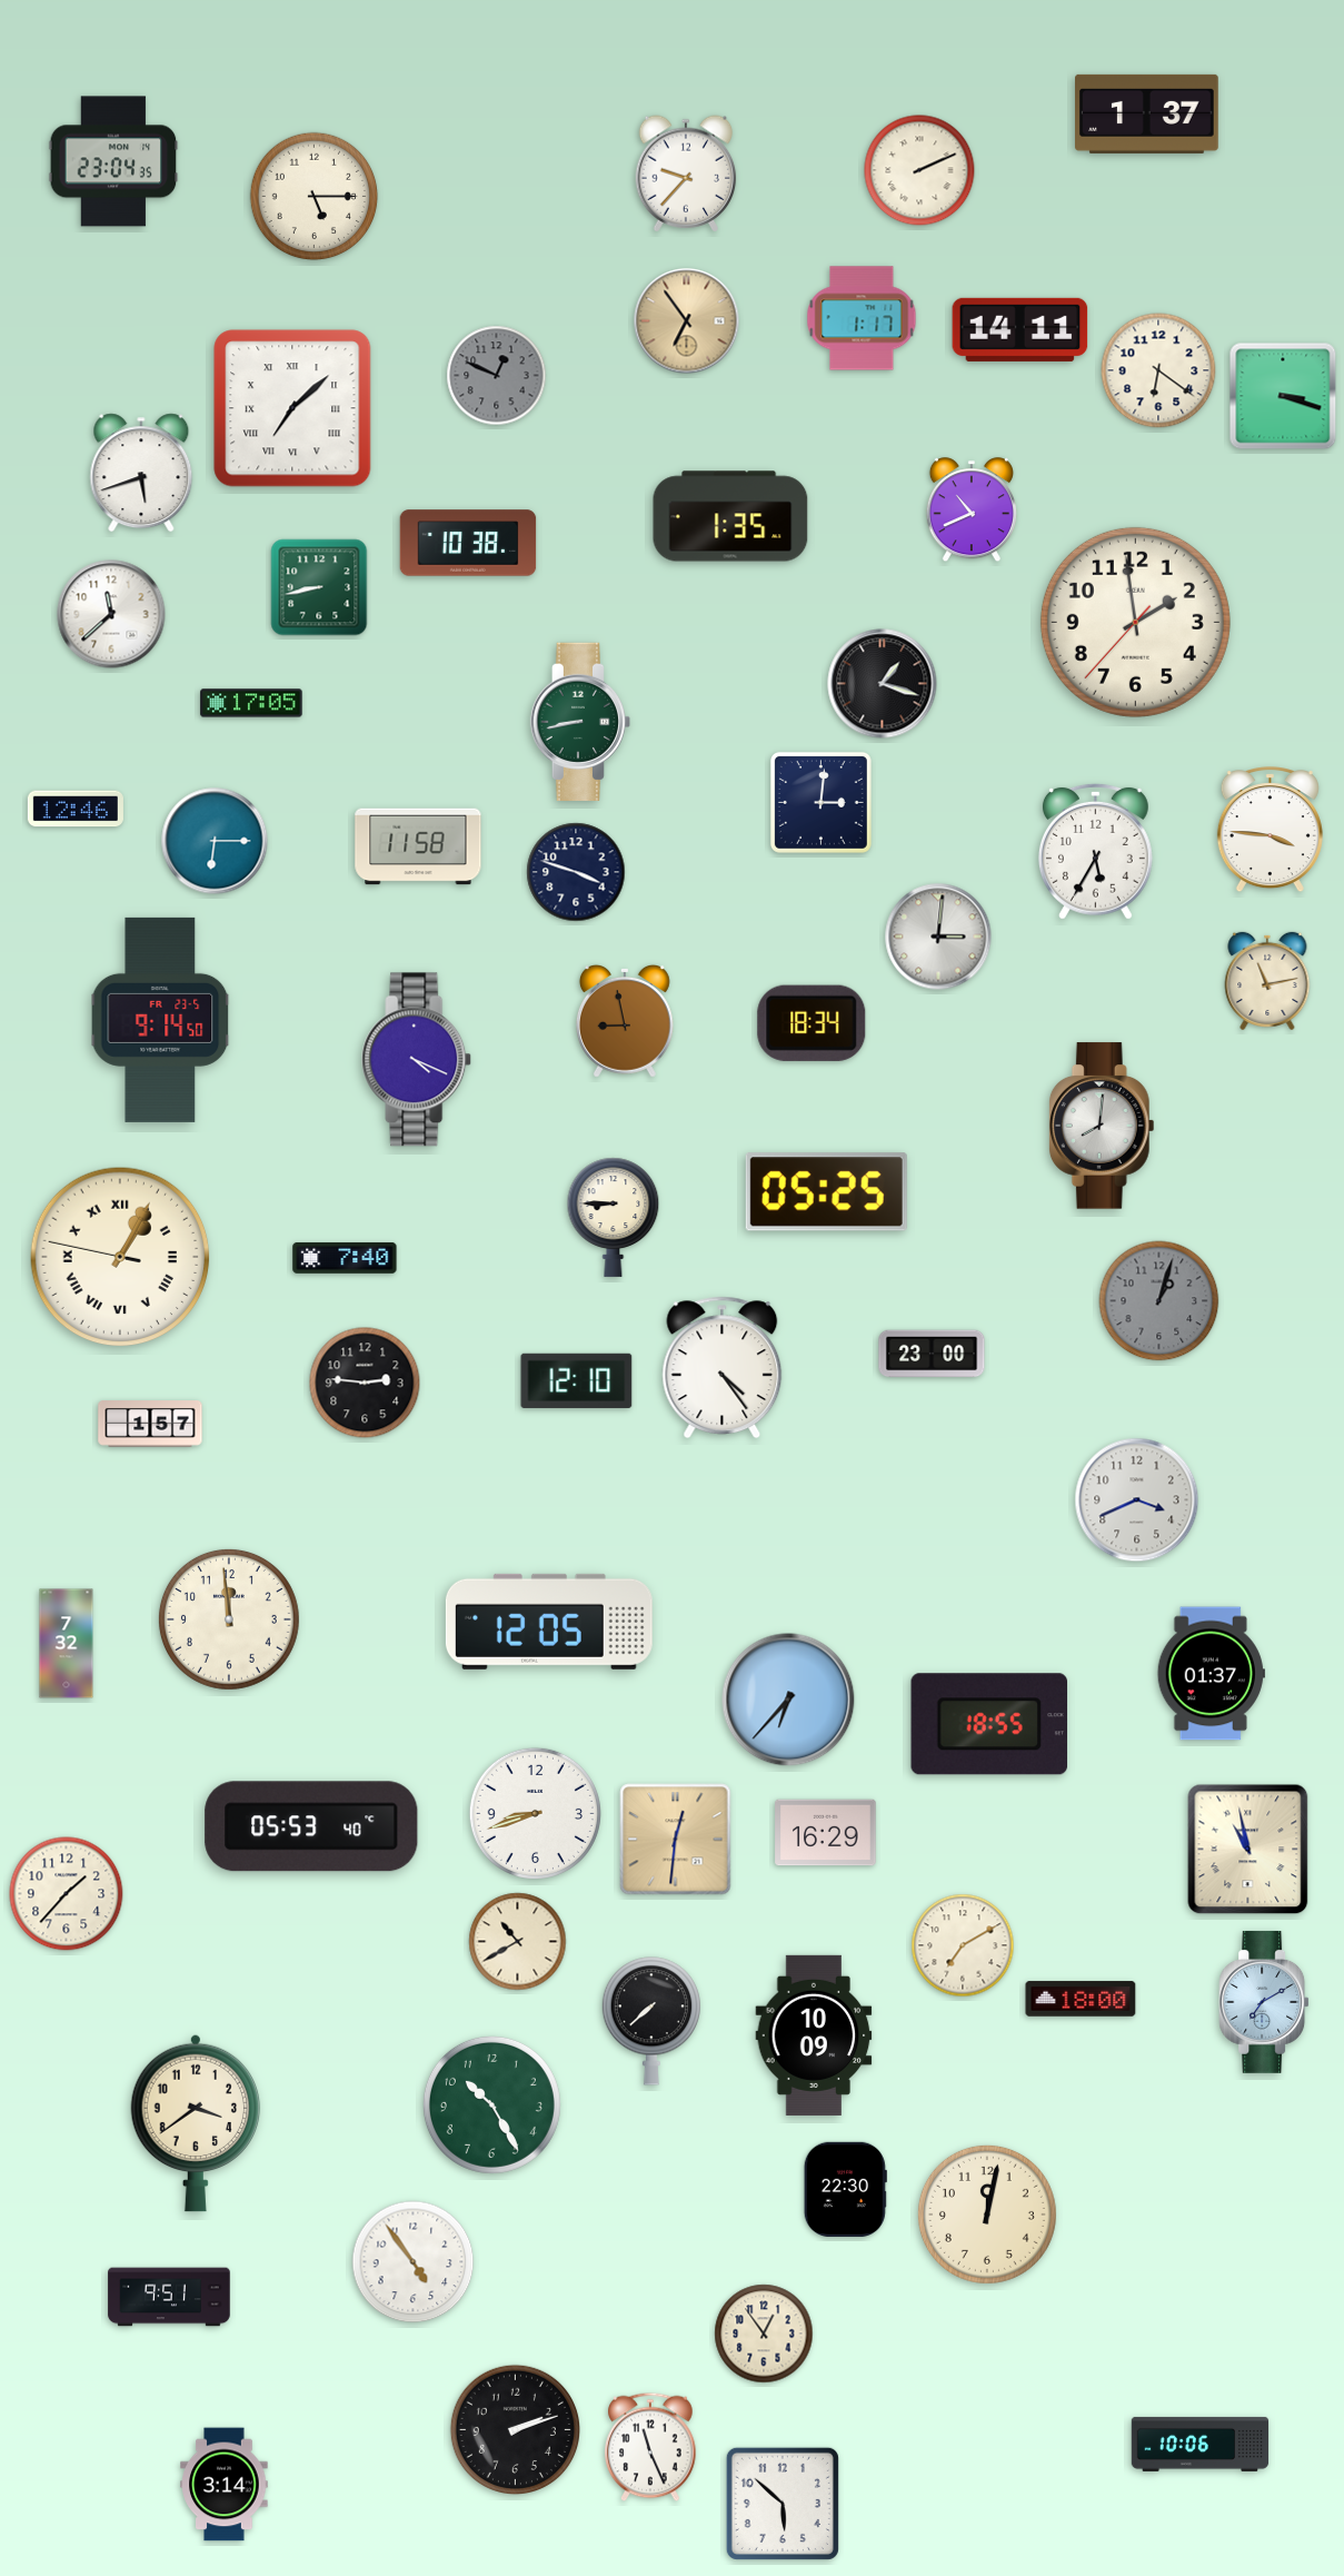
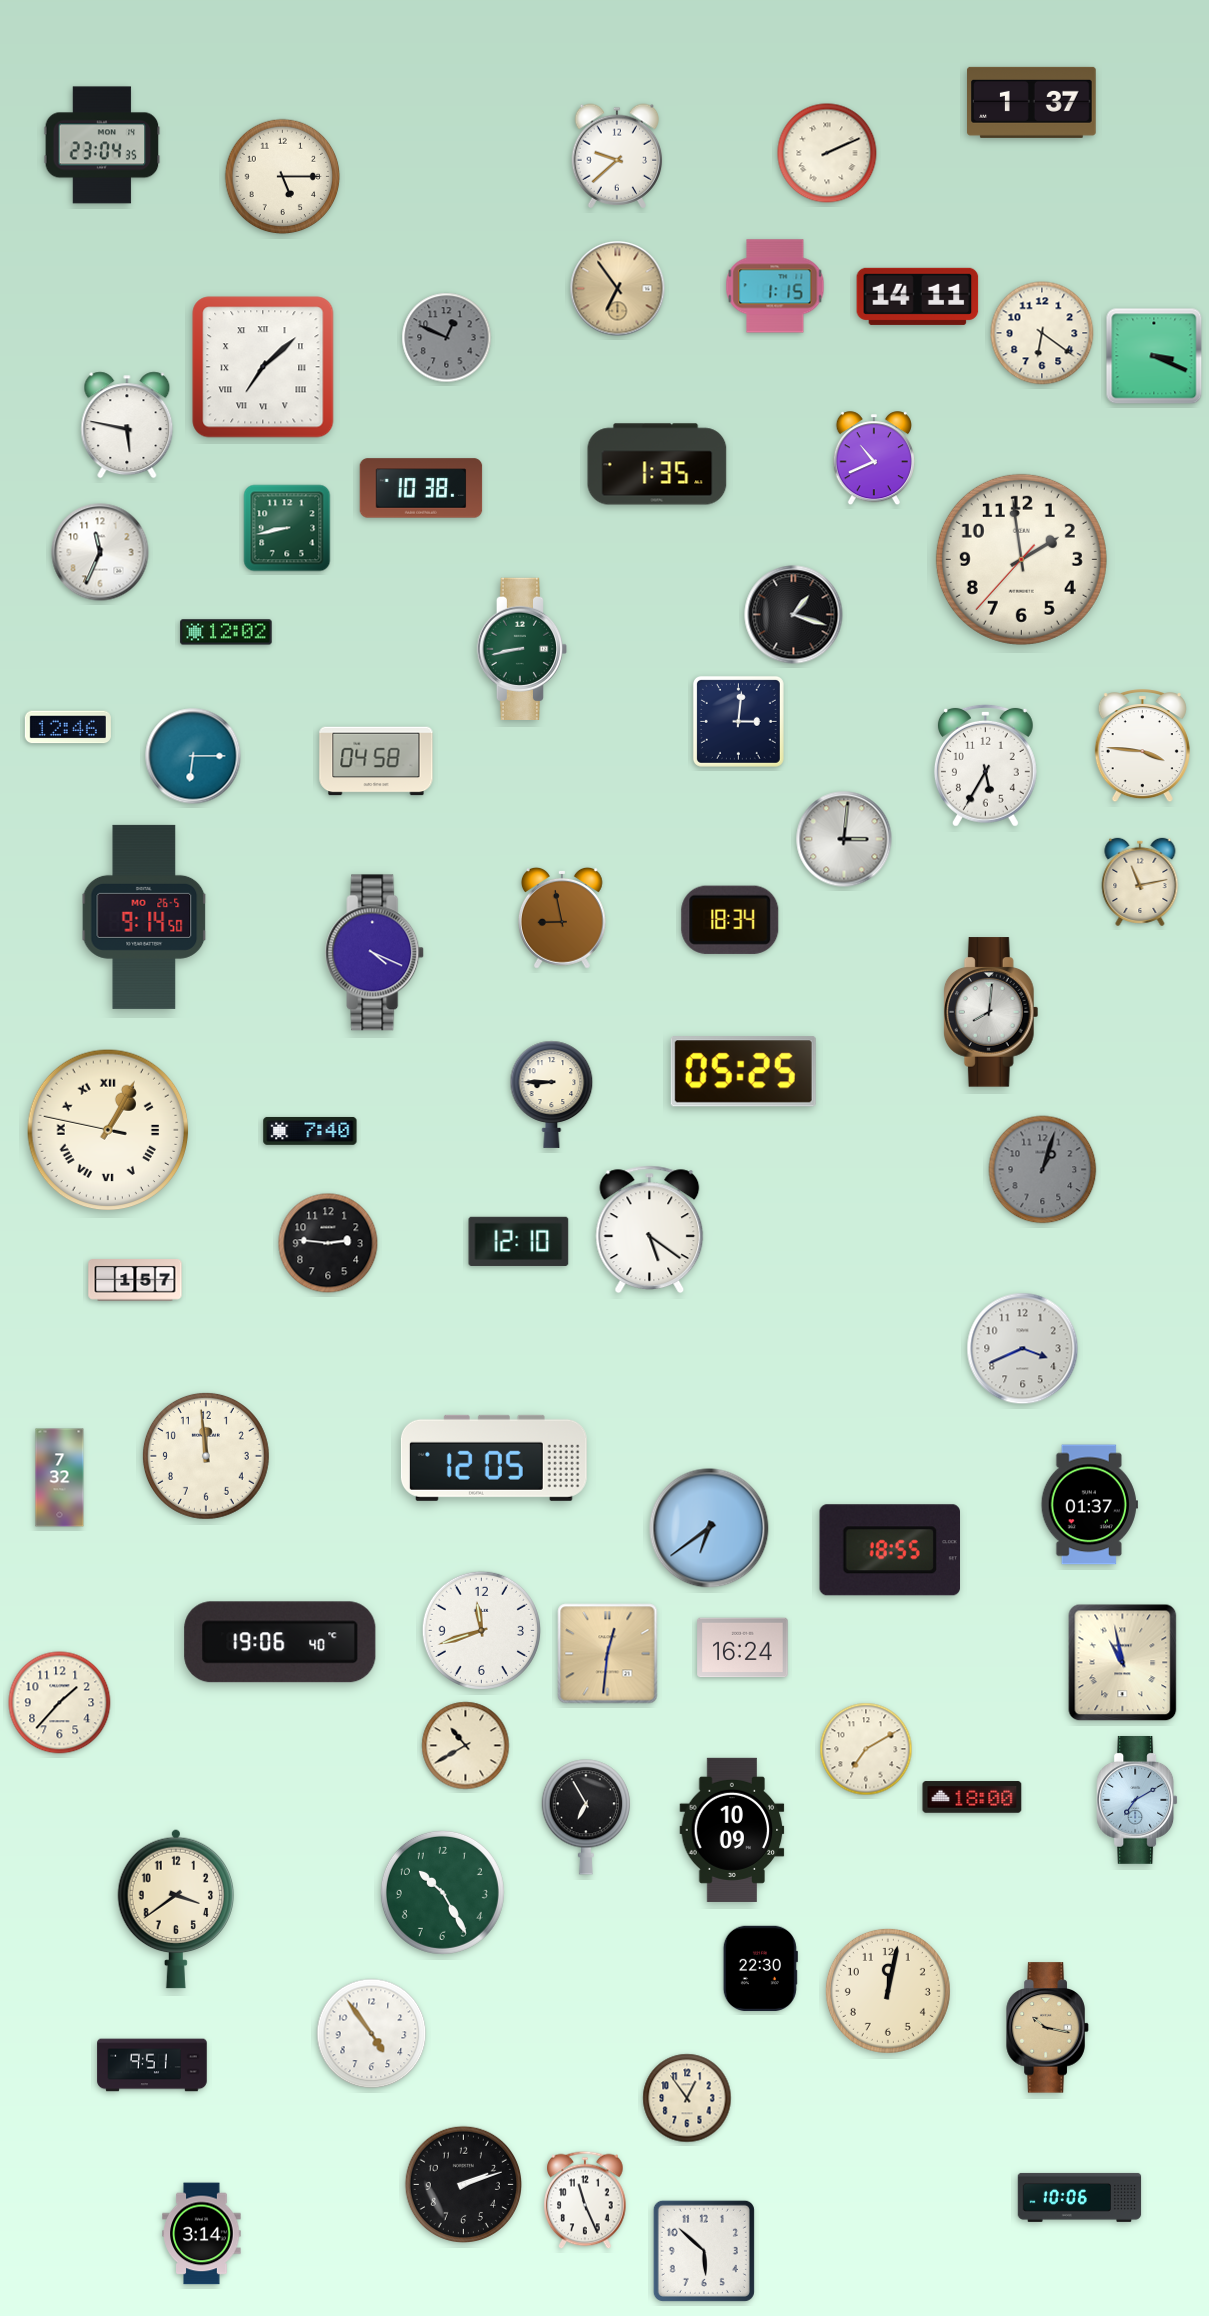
clock at (686, 174): 9:37 -> 9:38
clock at (862, 318): 1:17 -> 1:15
clock at (1283, 396): 3:18 -> 3:19
clock at (141, 473): 5:42 -> 5:47
clock at (111, 614): 11:38 -> 11:34
clock at (251, 703): 17:05 -> 12:02
clock at (418, 846): 11:58 -> 04:58
clock at (576, 872): 3:48 -> none
clock at (938, 937) position: (938, 937) -> (844, 839)
clock at (160, 1020) date: FR 23-5 -> MO 26-5
clock at (932, 1354): 23:00 -> none
clock at (723, 1368): 4:24 -> 5:21
clock at (788, 1700): 6:37 -> 6:39
clock at (535, 1813): 8:42 -> 11:42
clock at (311, 1826): 05:53 -> 19:06
clock at (826, 1833): 16:29 -> 16:24
clock at (651, 2021): 7:38 -> 6:55
clock at (1048, 2028): none -> 10:17
